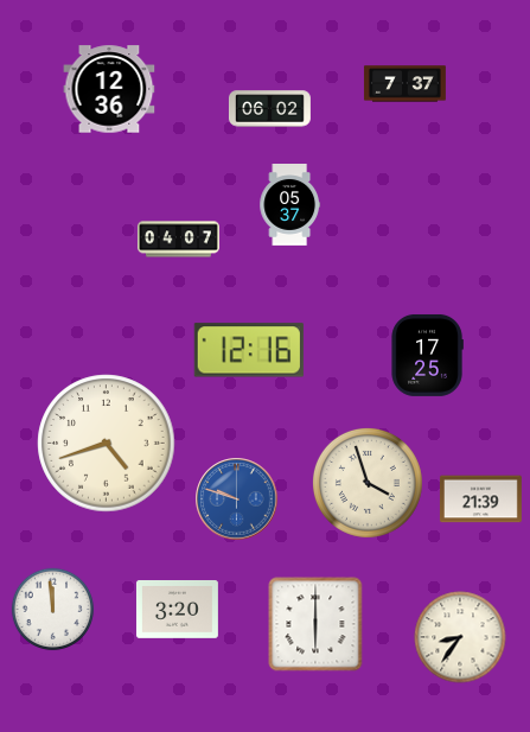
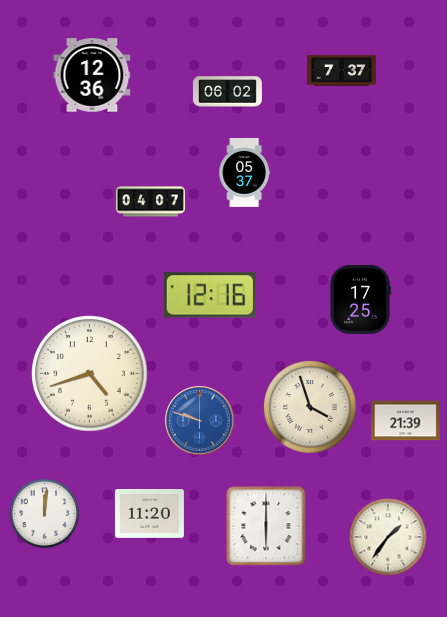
clock at (53, 610): 11:59 -> 12:01
clock at (177, 610): 3:20 -> 11:20
clock at (460, 637): 8:36 -> 1:36
